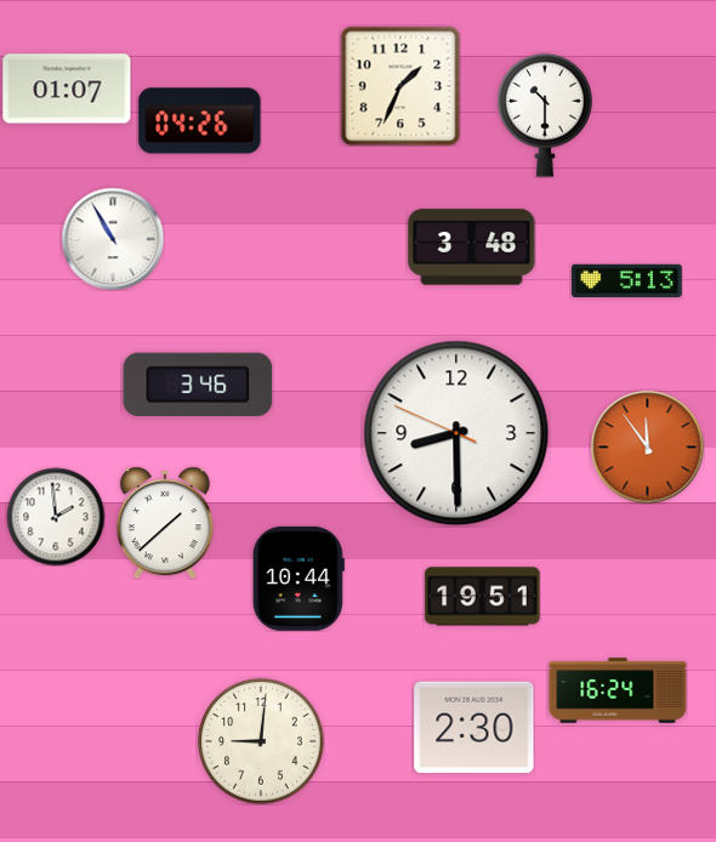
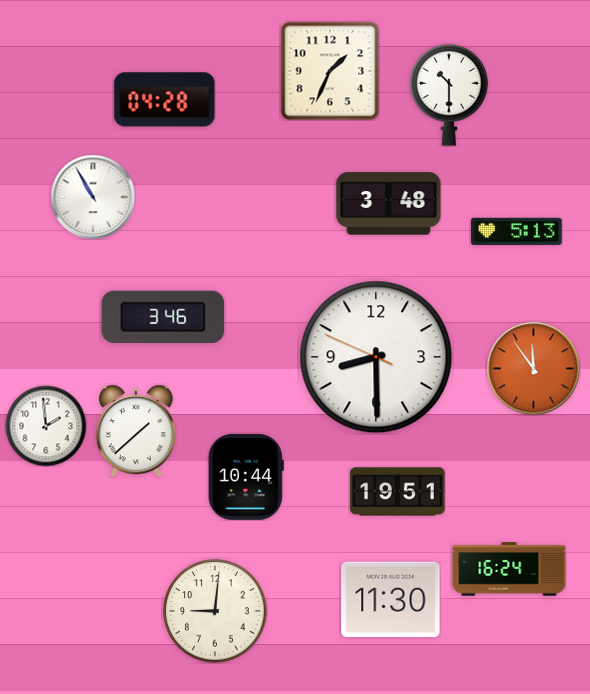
clock at (67, 89): 01:07 -> none
clock at (200, 121): 04:26 -> 04:28
clock at (475, 728): 2:30 -> 11:30
